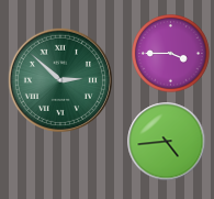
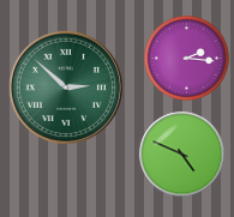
clock at (171, 54): 3:45 -> 2:16
clock at (167, 142): 4:44 -> 4:49
